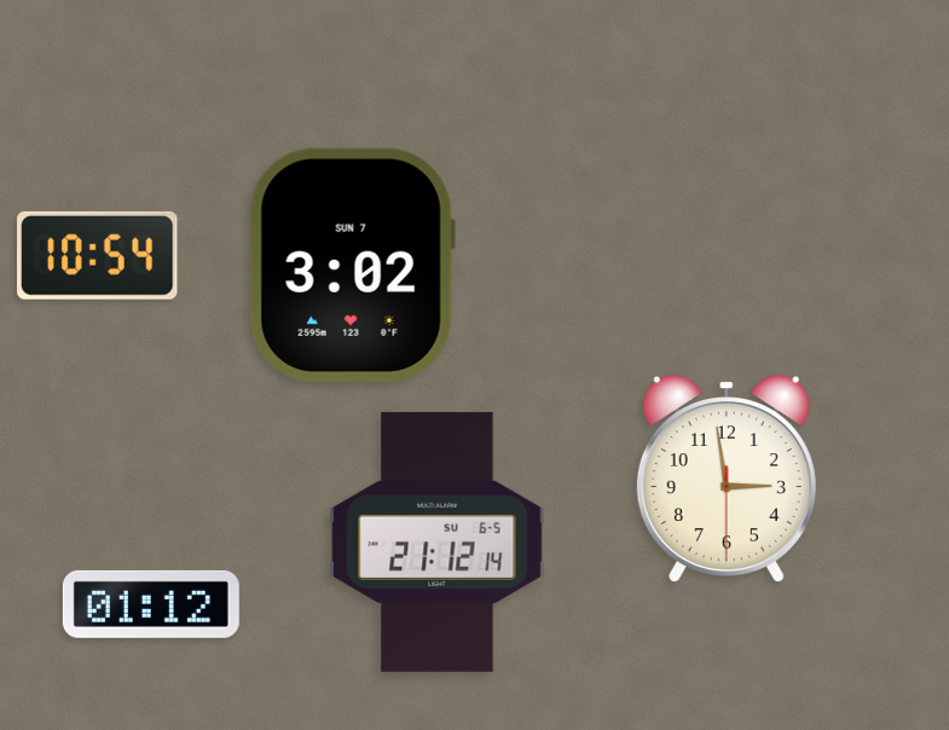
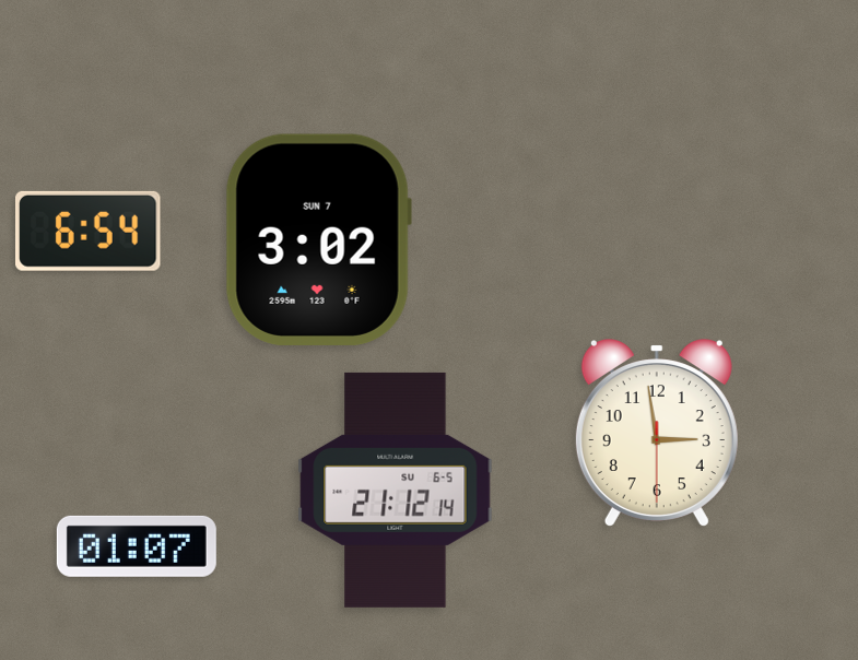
clock at (98, 255): 10:54 -> 6:54
clock at (151, 604): 01:12 -> 01:07
